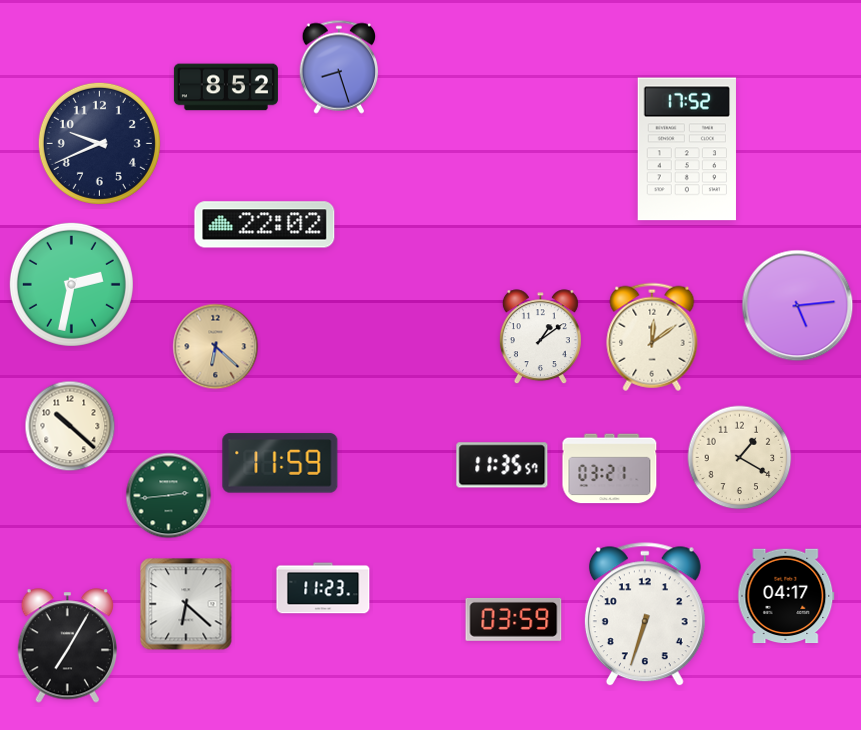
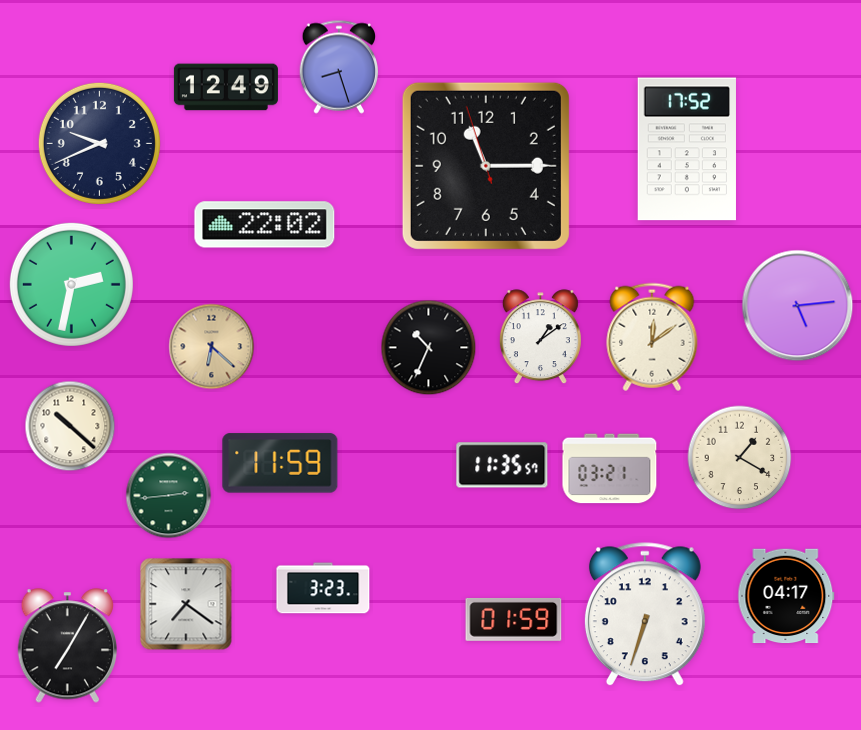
clock at (226, 87): 8:52 -> 12:49
clock at (486, 166): none -> 11:14
clock at (216, 347) position: (216, 347) -> (212, 347)
clock at (429, 348): none -> 10:34
clock at (323, 588): 11:23 -> 3:23
clock at (186, 604): 6:22 -> 7:21
clock at (514, 619): 03:59 -> 01:59
